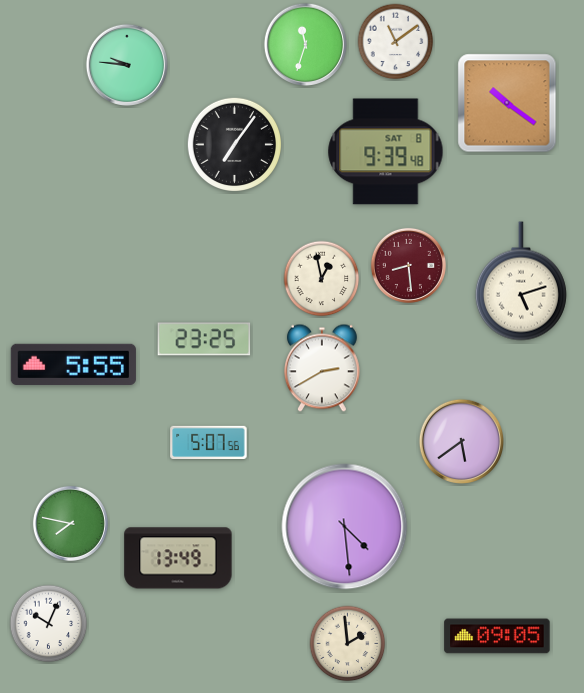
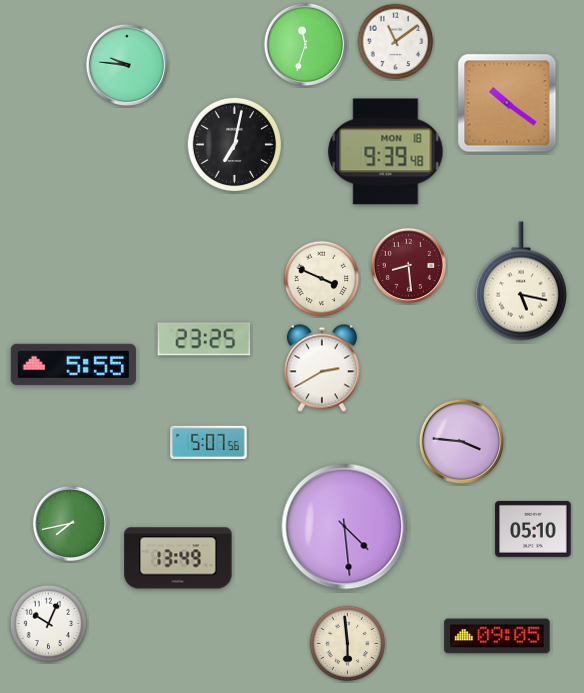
clock at (234, 144): 7:06 -> 7:02
clock at (386, 152) date: SAT 8 -> MON 18
clock at (322, 279): 12:58 -> 3:49
clock at (521, 281): 5:12 -> 5:17
clock at (461, 441): 5:39 -> 3:46
clock at (70, 523): 7:47 -> 7:43
clock at (533, 529): none -> 05:10
clock at (348, 644): 1:59 -> 5:59
